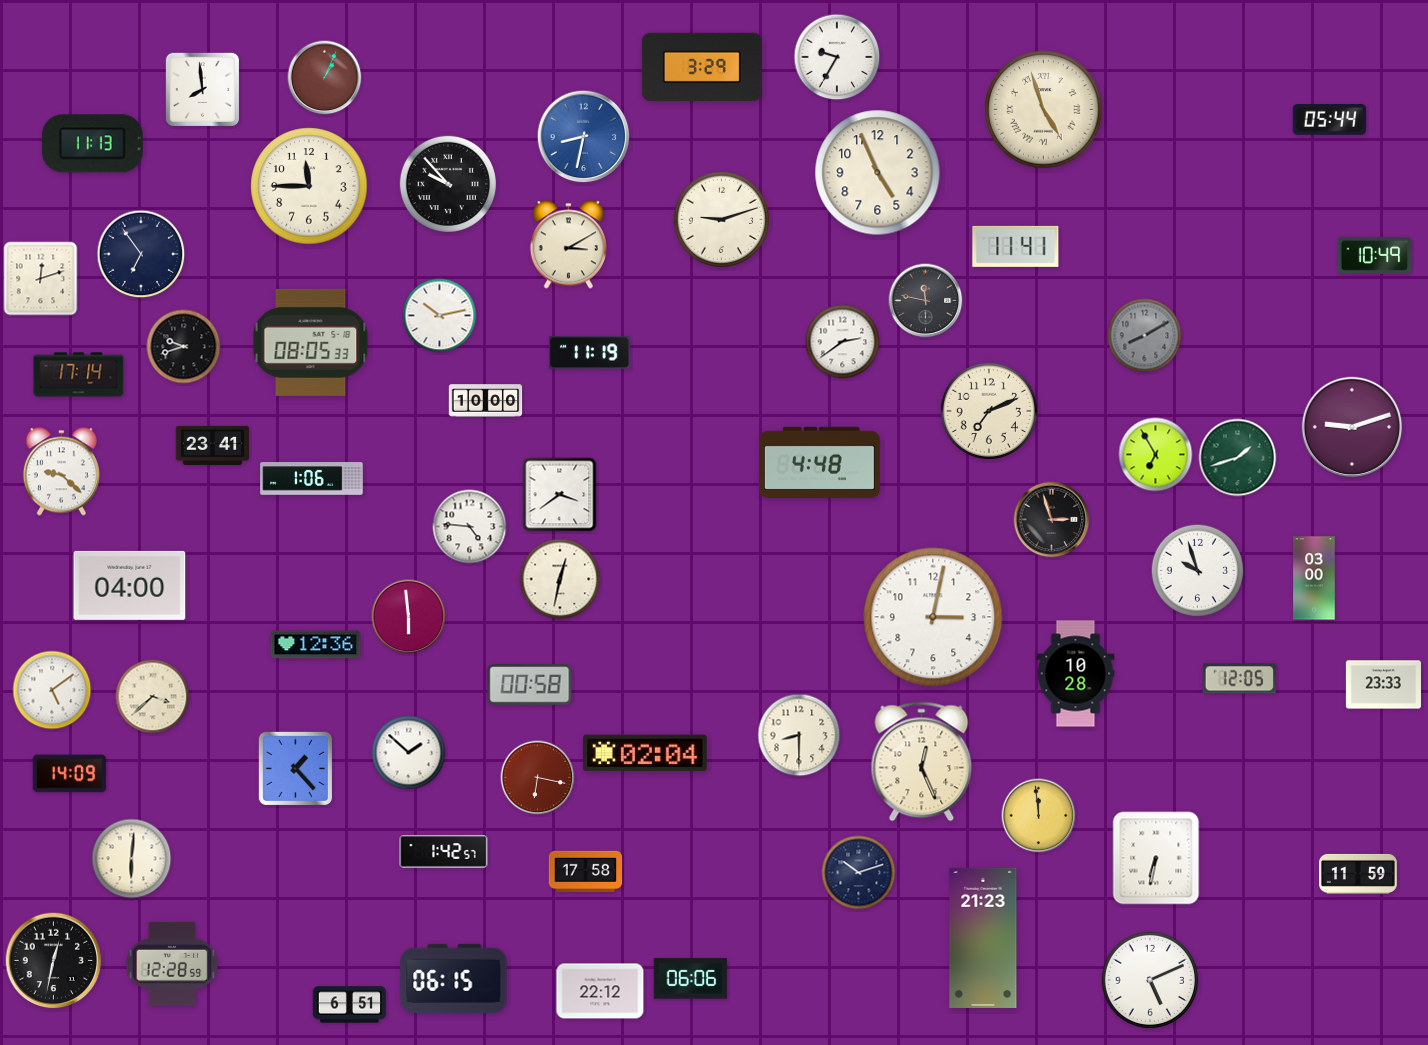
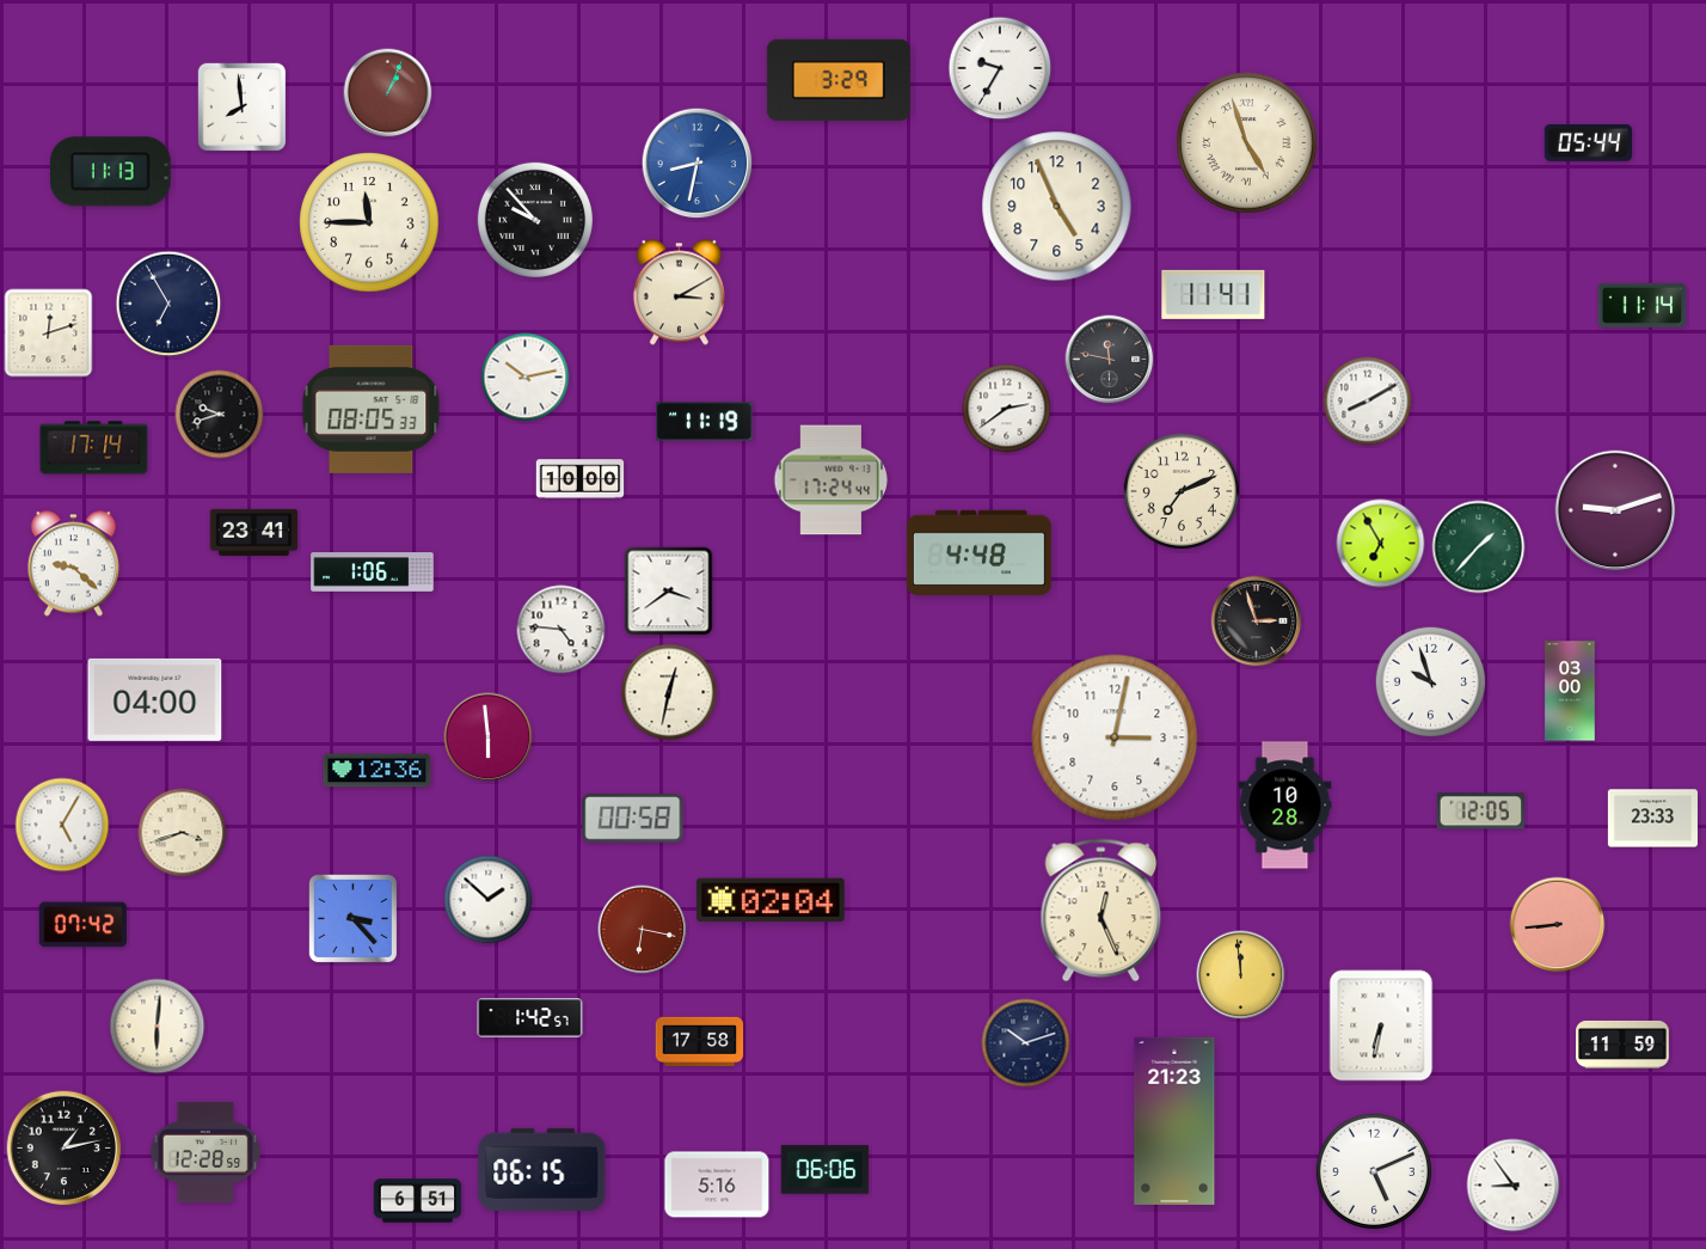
clock at (1044, 110) position: (1044, 110) -> (1247, 143)
clock at (878, 173) position: (878, 173) -> (1057, 207)
clock at (721, 219): 9:12 -> none
clock at (141, 254): 6:54 -> 6:55
clock at (1375, 255): 10:49 -> 11:14
clock at (926, 301) position: (926, 301) -> (1110, 360)
clock at (1145, 336) dial: grey -> white
clock at (831, 480): none -> 17:24
clock at (1238, 458): 1:42 -> 1:37
clock at (52, 690): 5:09 -> 5:05
clock at (153, 697): 3:38 -> 3:42
clock at (799, 735): 8:30 -> none
clock at (295, 768): 1:23 -> 3:23
clock at (70, 774): 14:09 -> 07:42
clock at (1558, 925): none -> 8:44
clock at (54, 961): 12:32 -> 1:13
clock at (600, 991): 22:12 -> 5:16
clock at (1514, 1186): none -> 8:54
